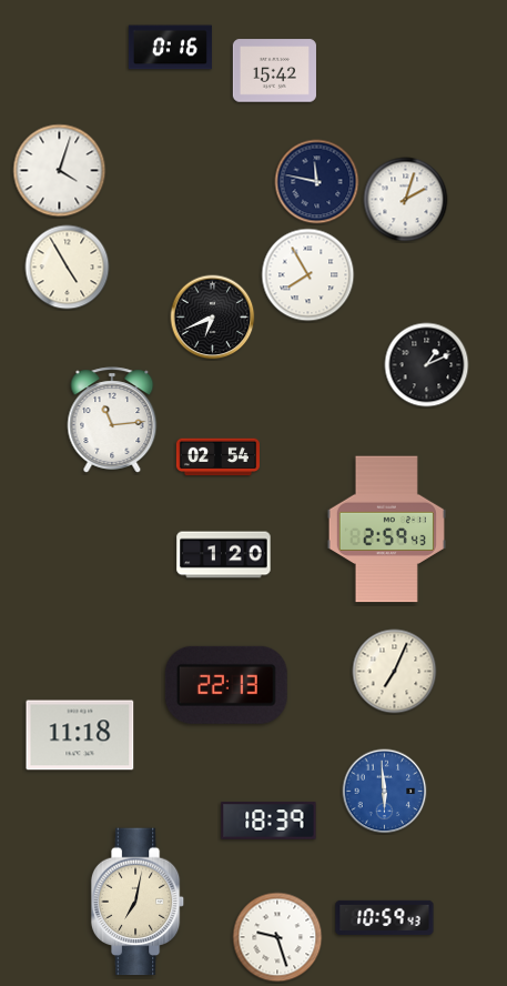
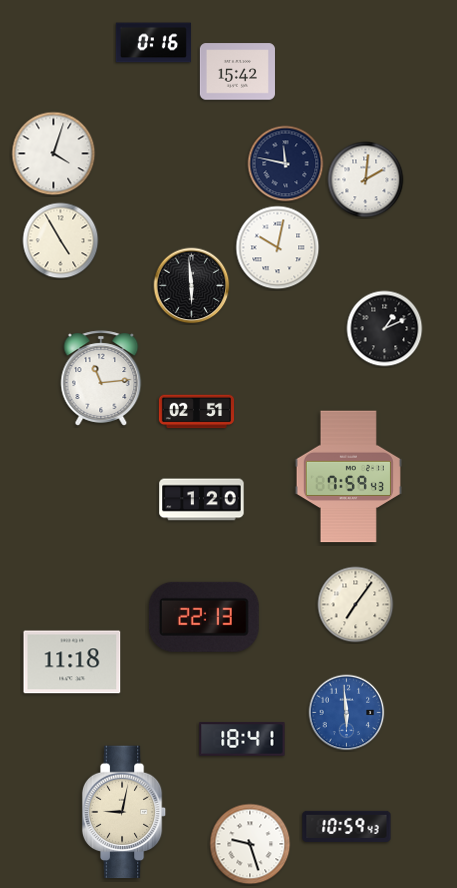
clock at (274, 71) position: (274, 71) -> (237, 72)
clock at (406, 200): 2:03 -> 2:01
clock at (308, 275): 7:55 -> 10:02
clock at (213, 318): 6:41 -> 5:59
clock at (217, 457): 02:54 -> 02:51
clock at (386, 530): 2:59 -> 7:59
clock at (395, 672): 7:04 -> 7:06
clock at (268, 821): 18:39 -> 18:41
clock at (138, 902): 7:02 -> 9:02
